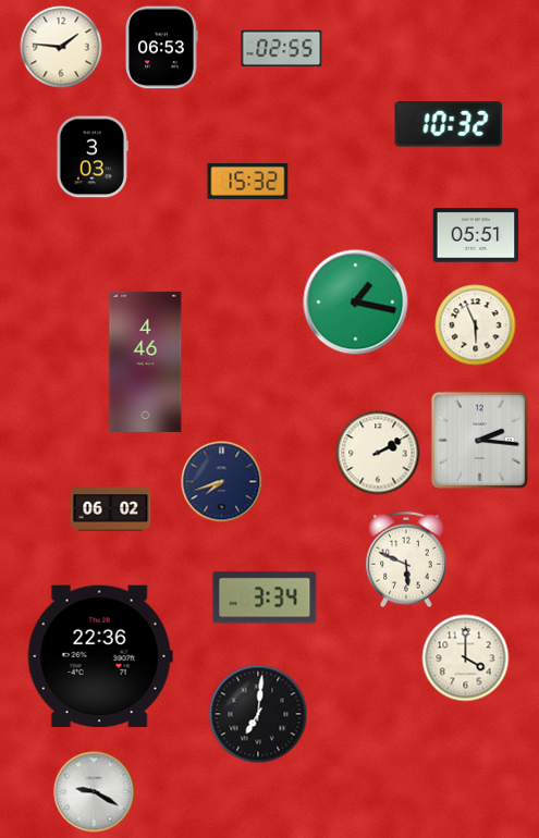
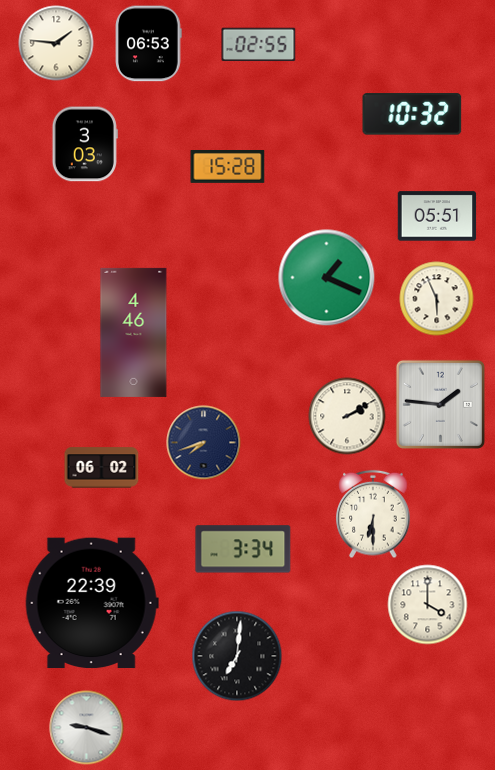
clock at (248, 182): 15:32 -> 15:28
clock at (356, 303): 1:17 -> 1:19
clock at (479, 440): 2:16 -> 1:46
clock at (406, 559): 5:49 -> 6:30
clock at (100, 656): 22:36 -> 22:39
clock at (95, 792): 9:20 -> 9:18
